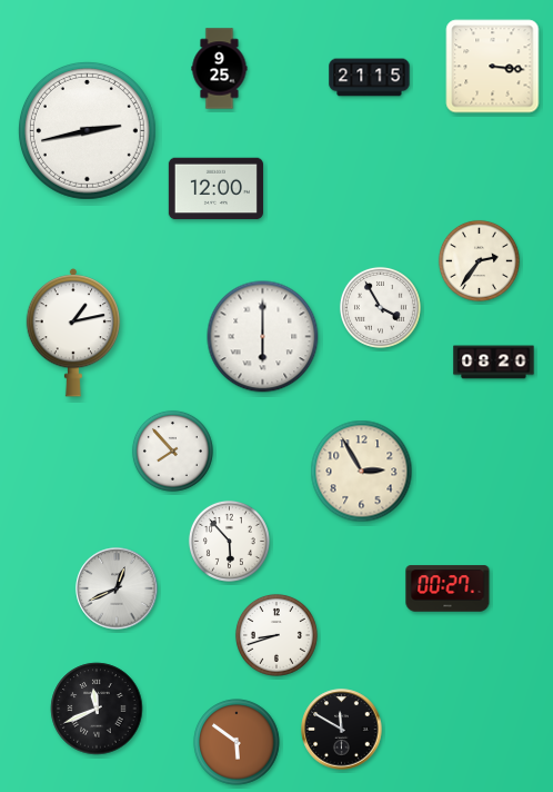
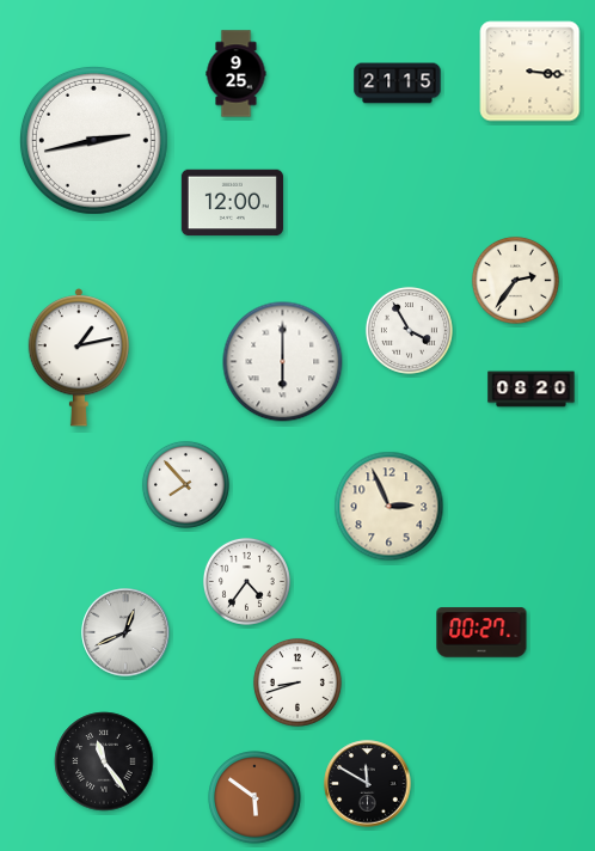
clock at (362, 472): 2:55 -> 2:56
clock at (229, 541): 5:53 -> 4:36
clock at (97, 709): 11:41 -> 11:24
